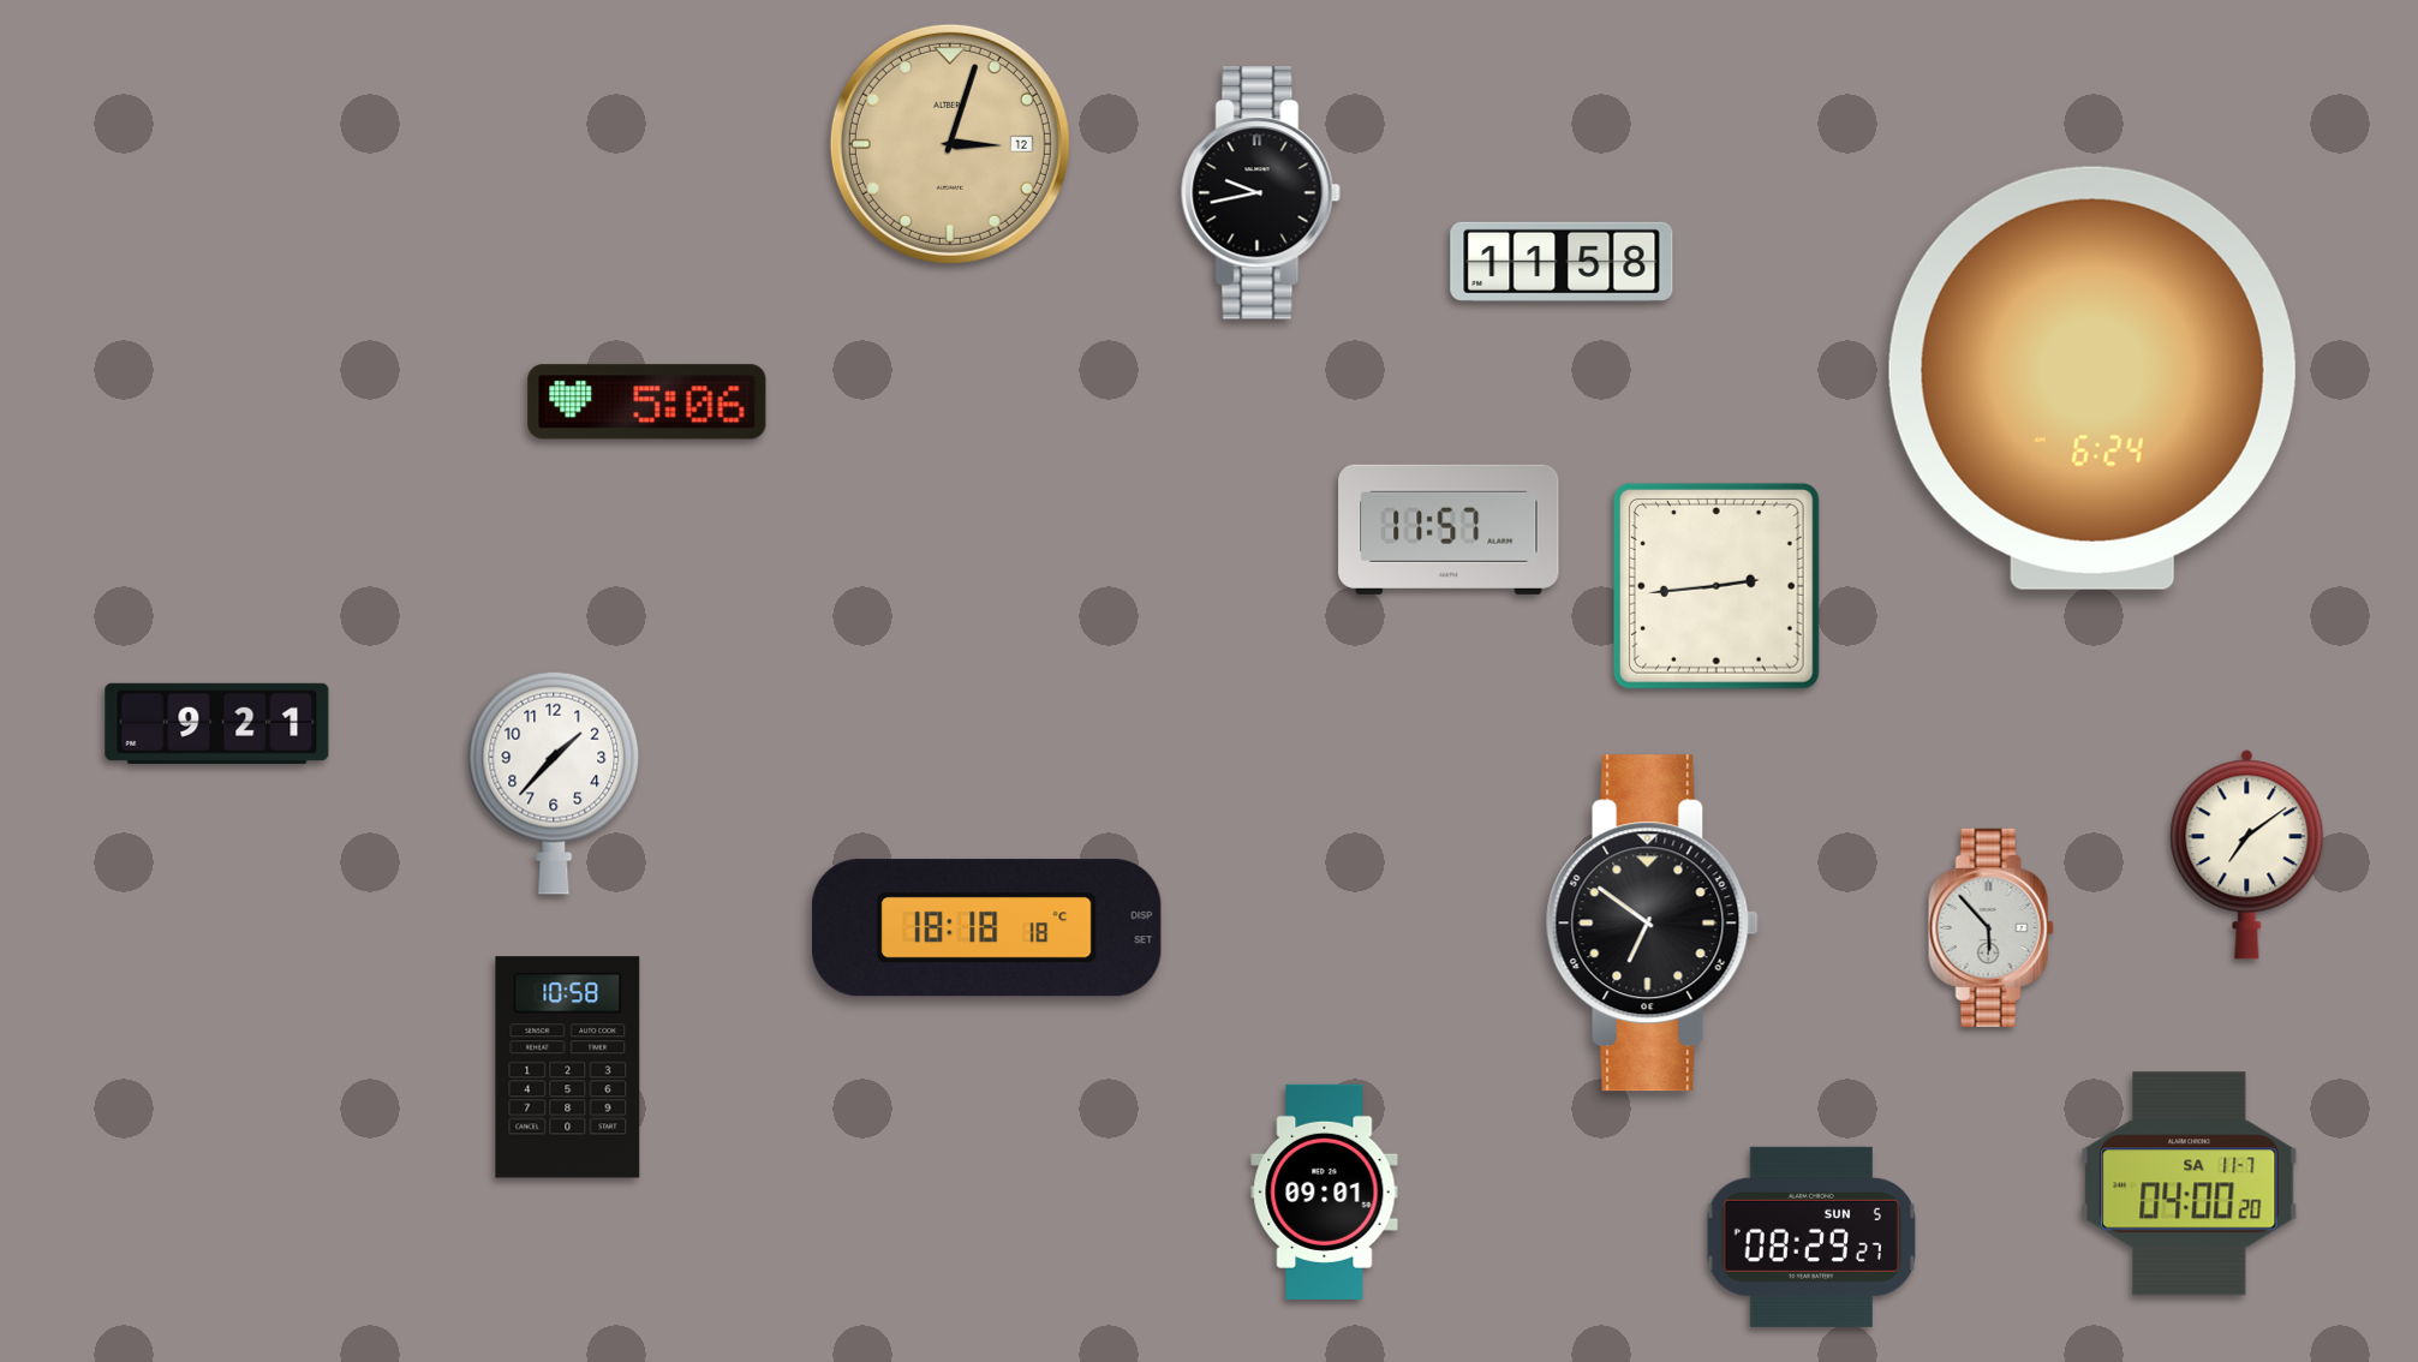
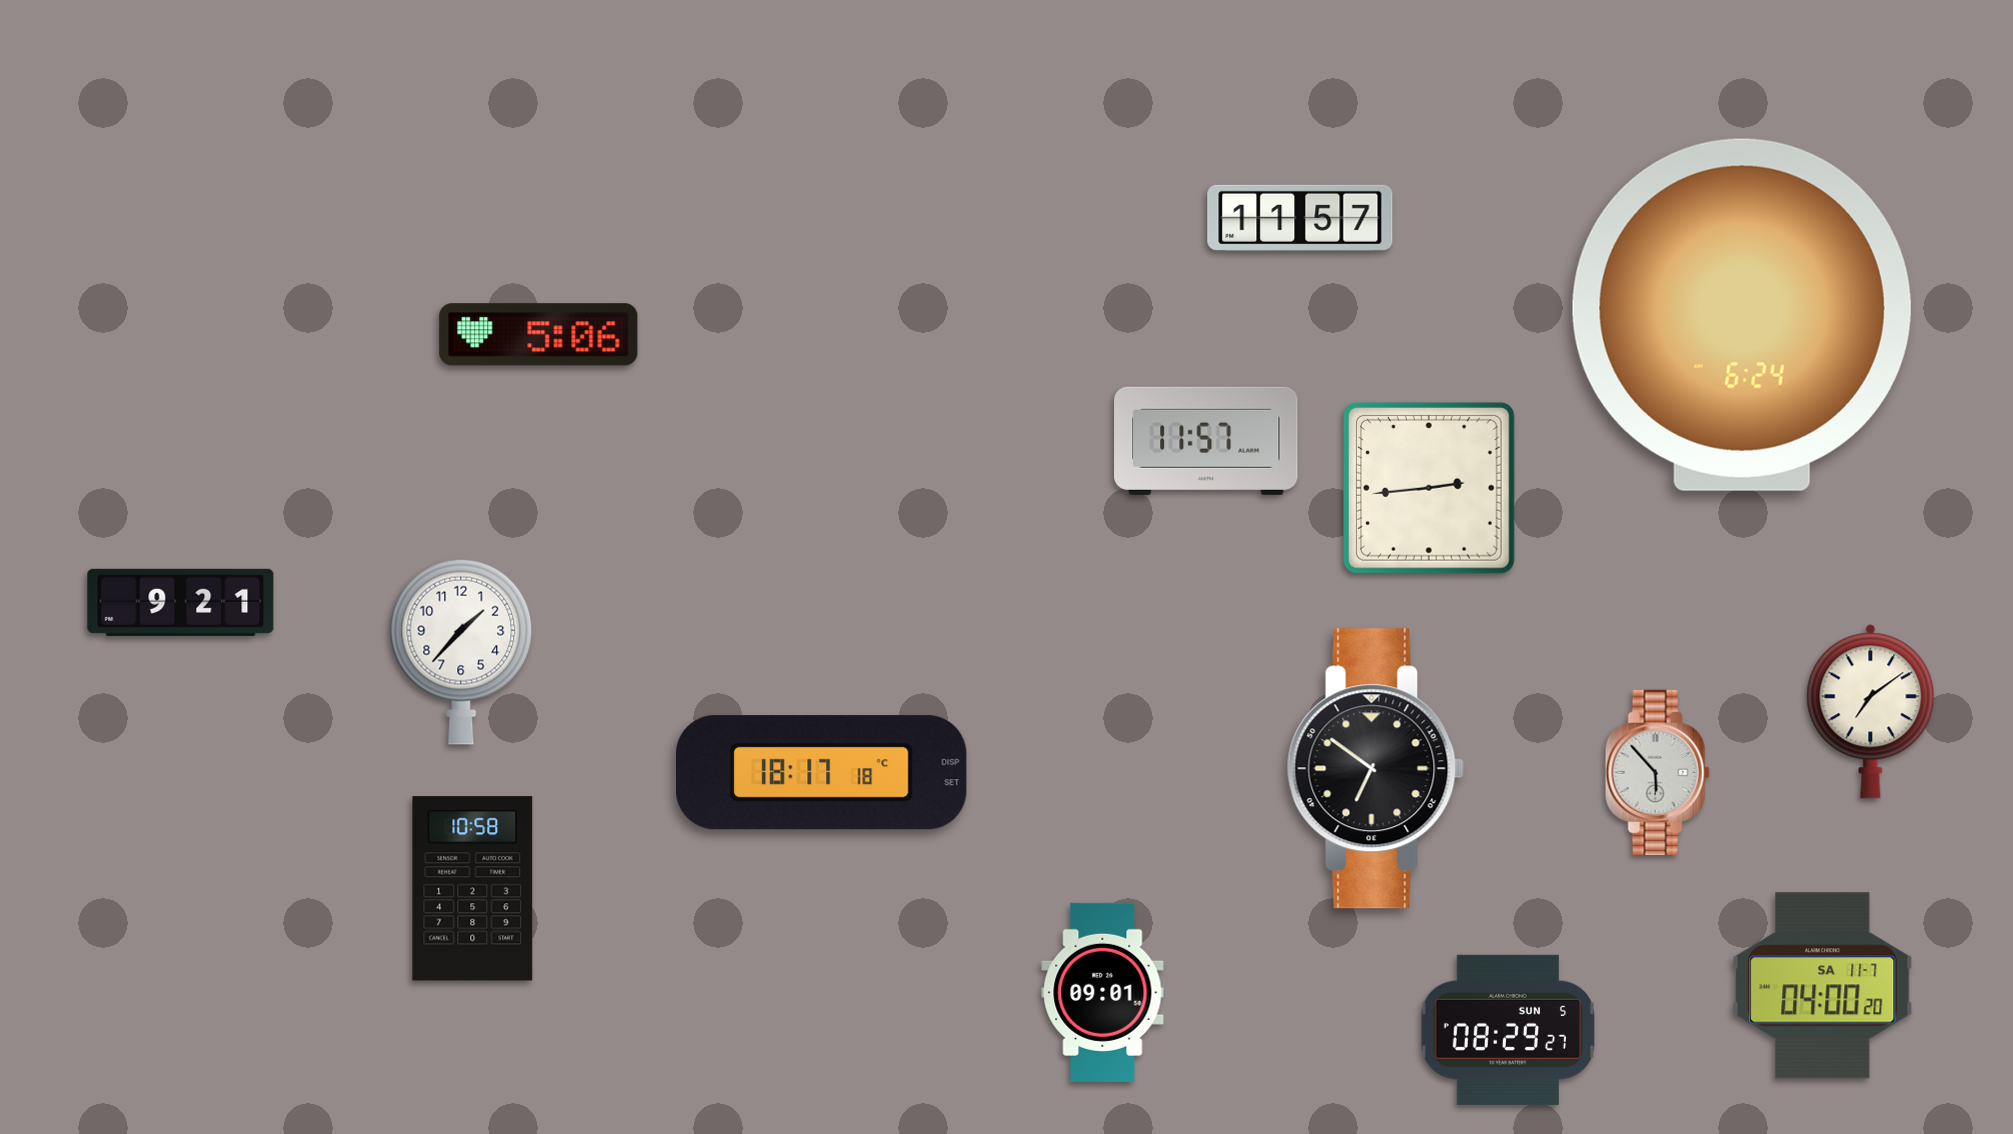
clock at (950, 144): 3:03 -> none
clock at (1260, 193): 9:43 -> none
clock at (1562, 262): 11:58 -> 11:57
clock at (987, 928): 18:18 -> 18:17
